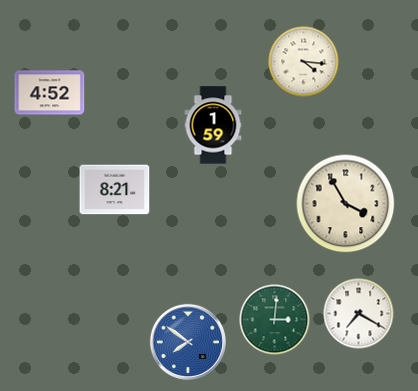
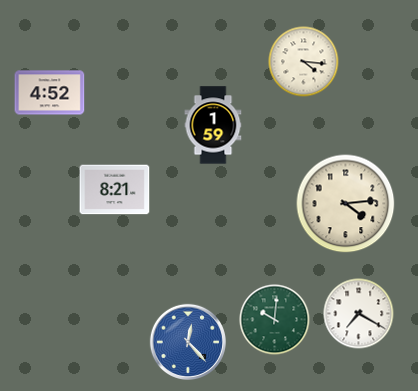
clock at (346, 204): 3:55 -> 4:14
clock at (275, 320): 3:01 -> 10:01
clock at (187, 341): 7:51 -> 12:23
